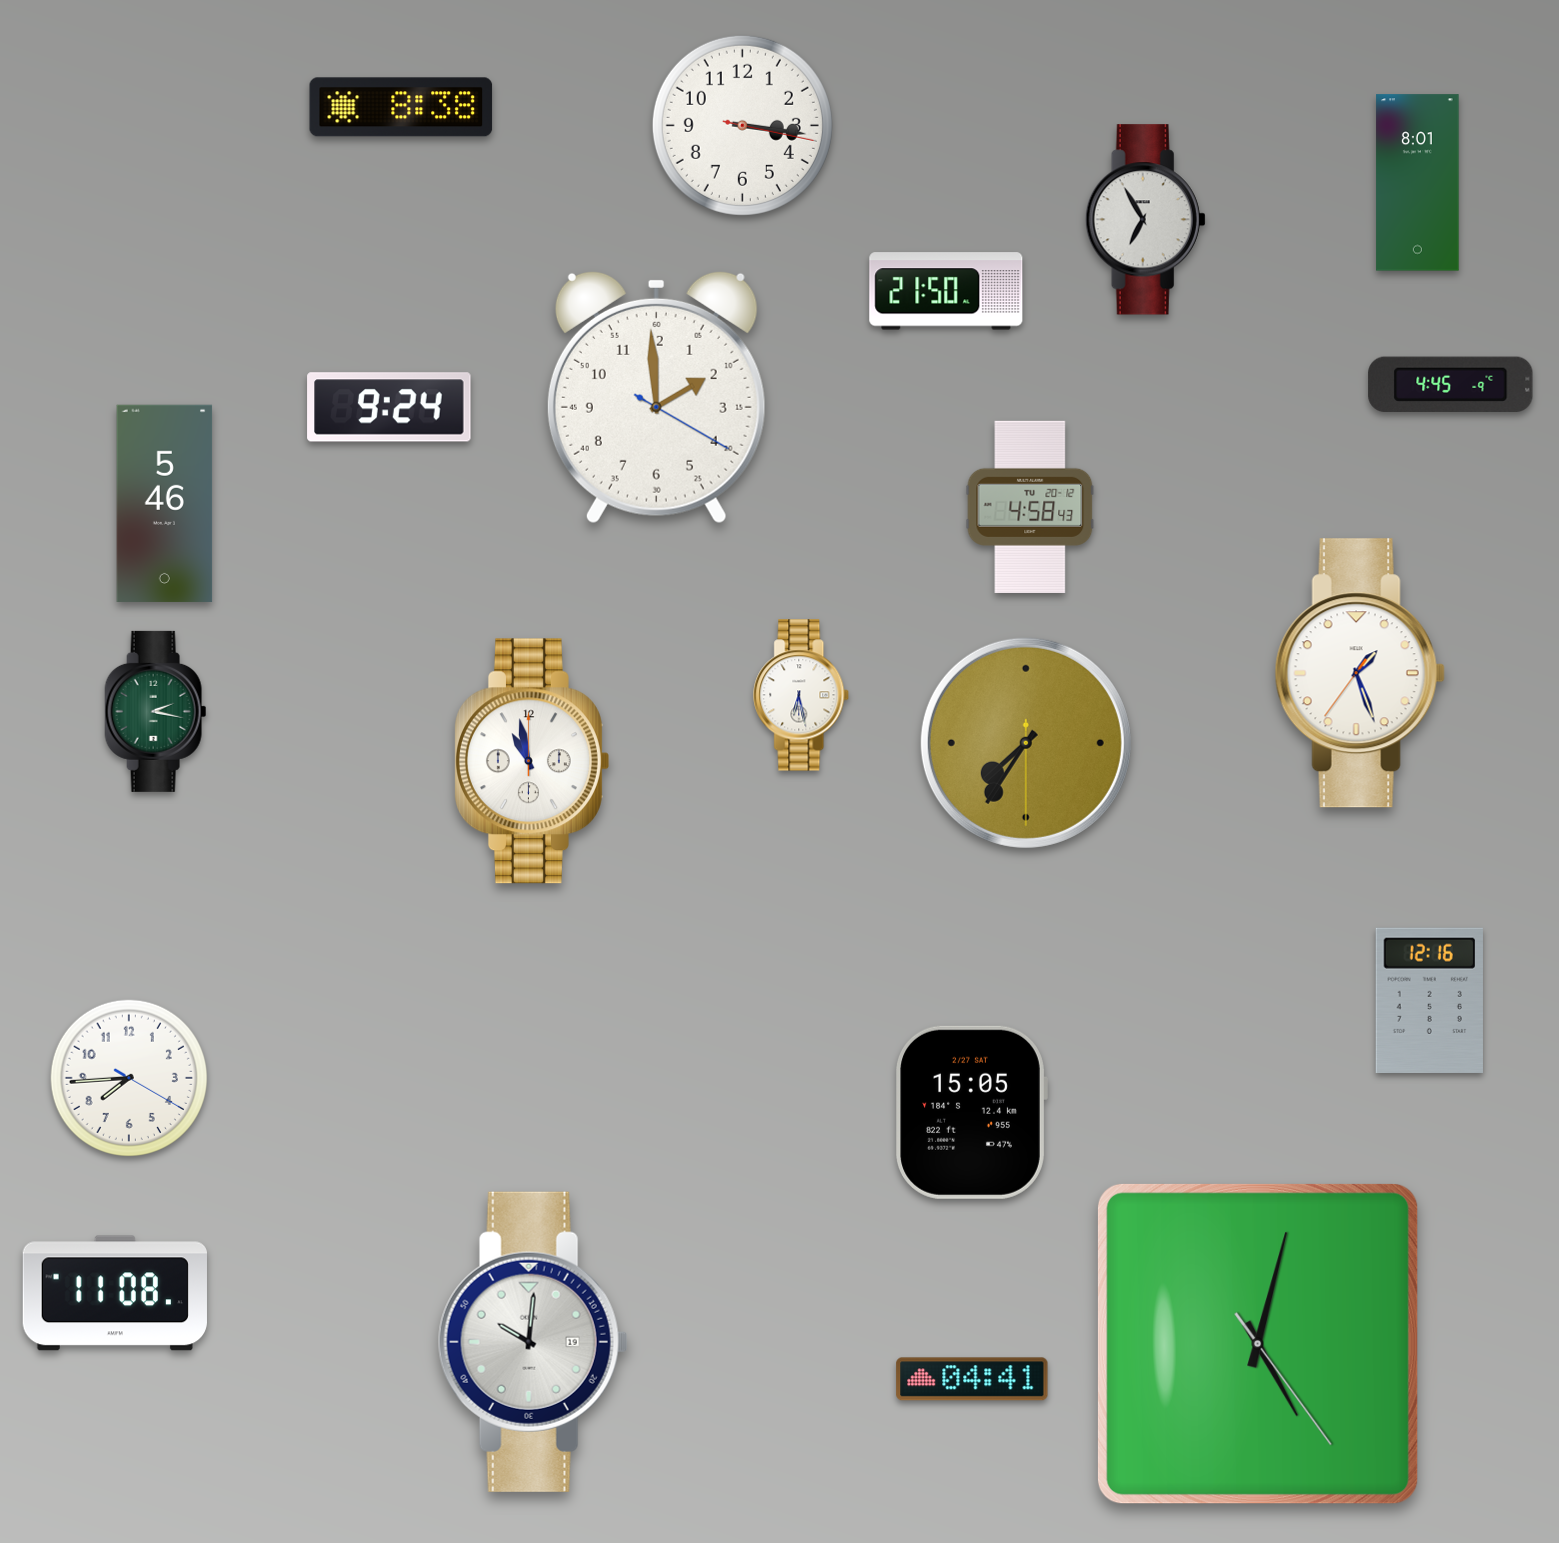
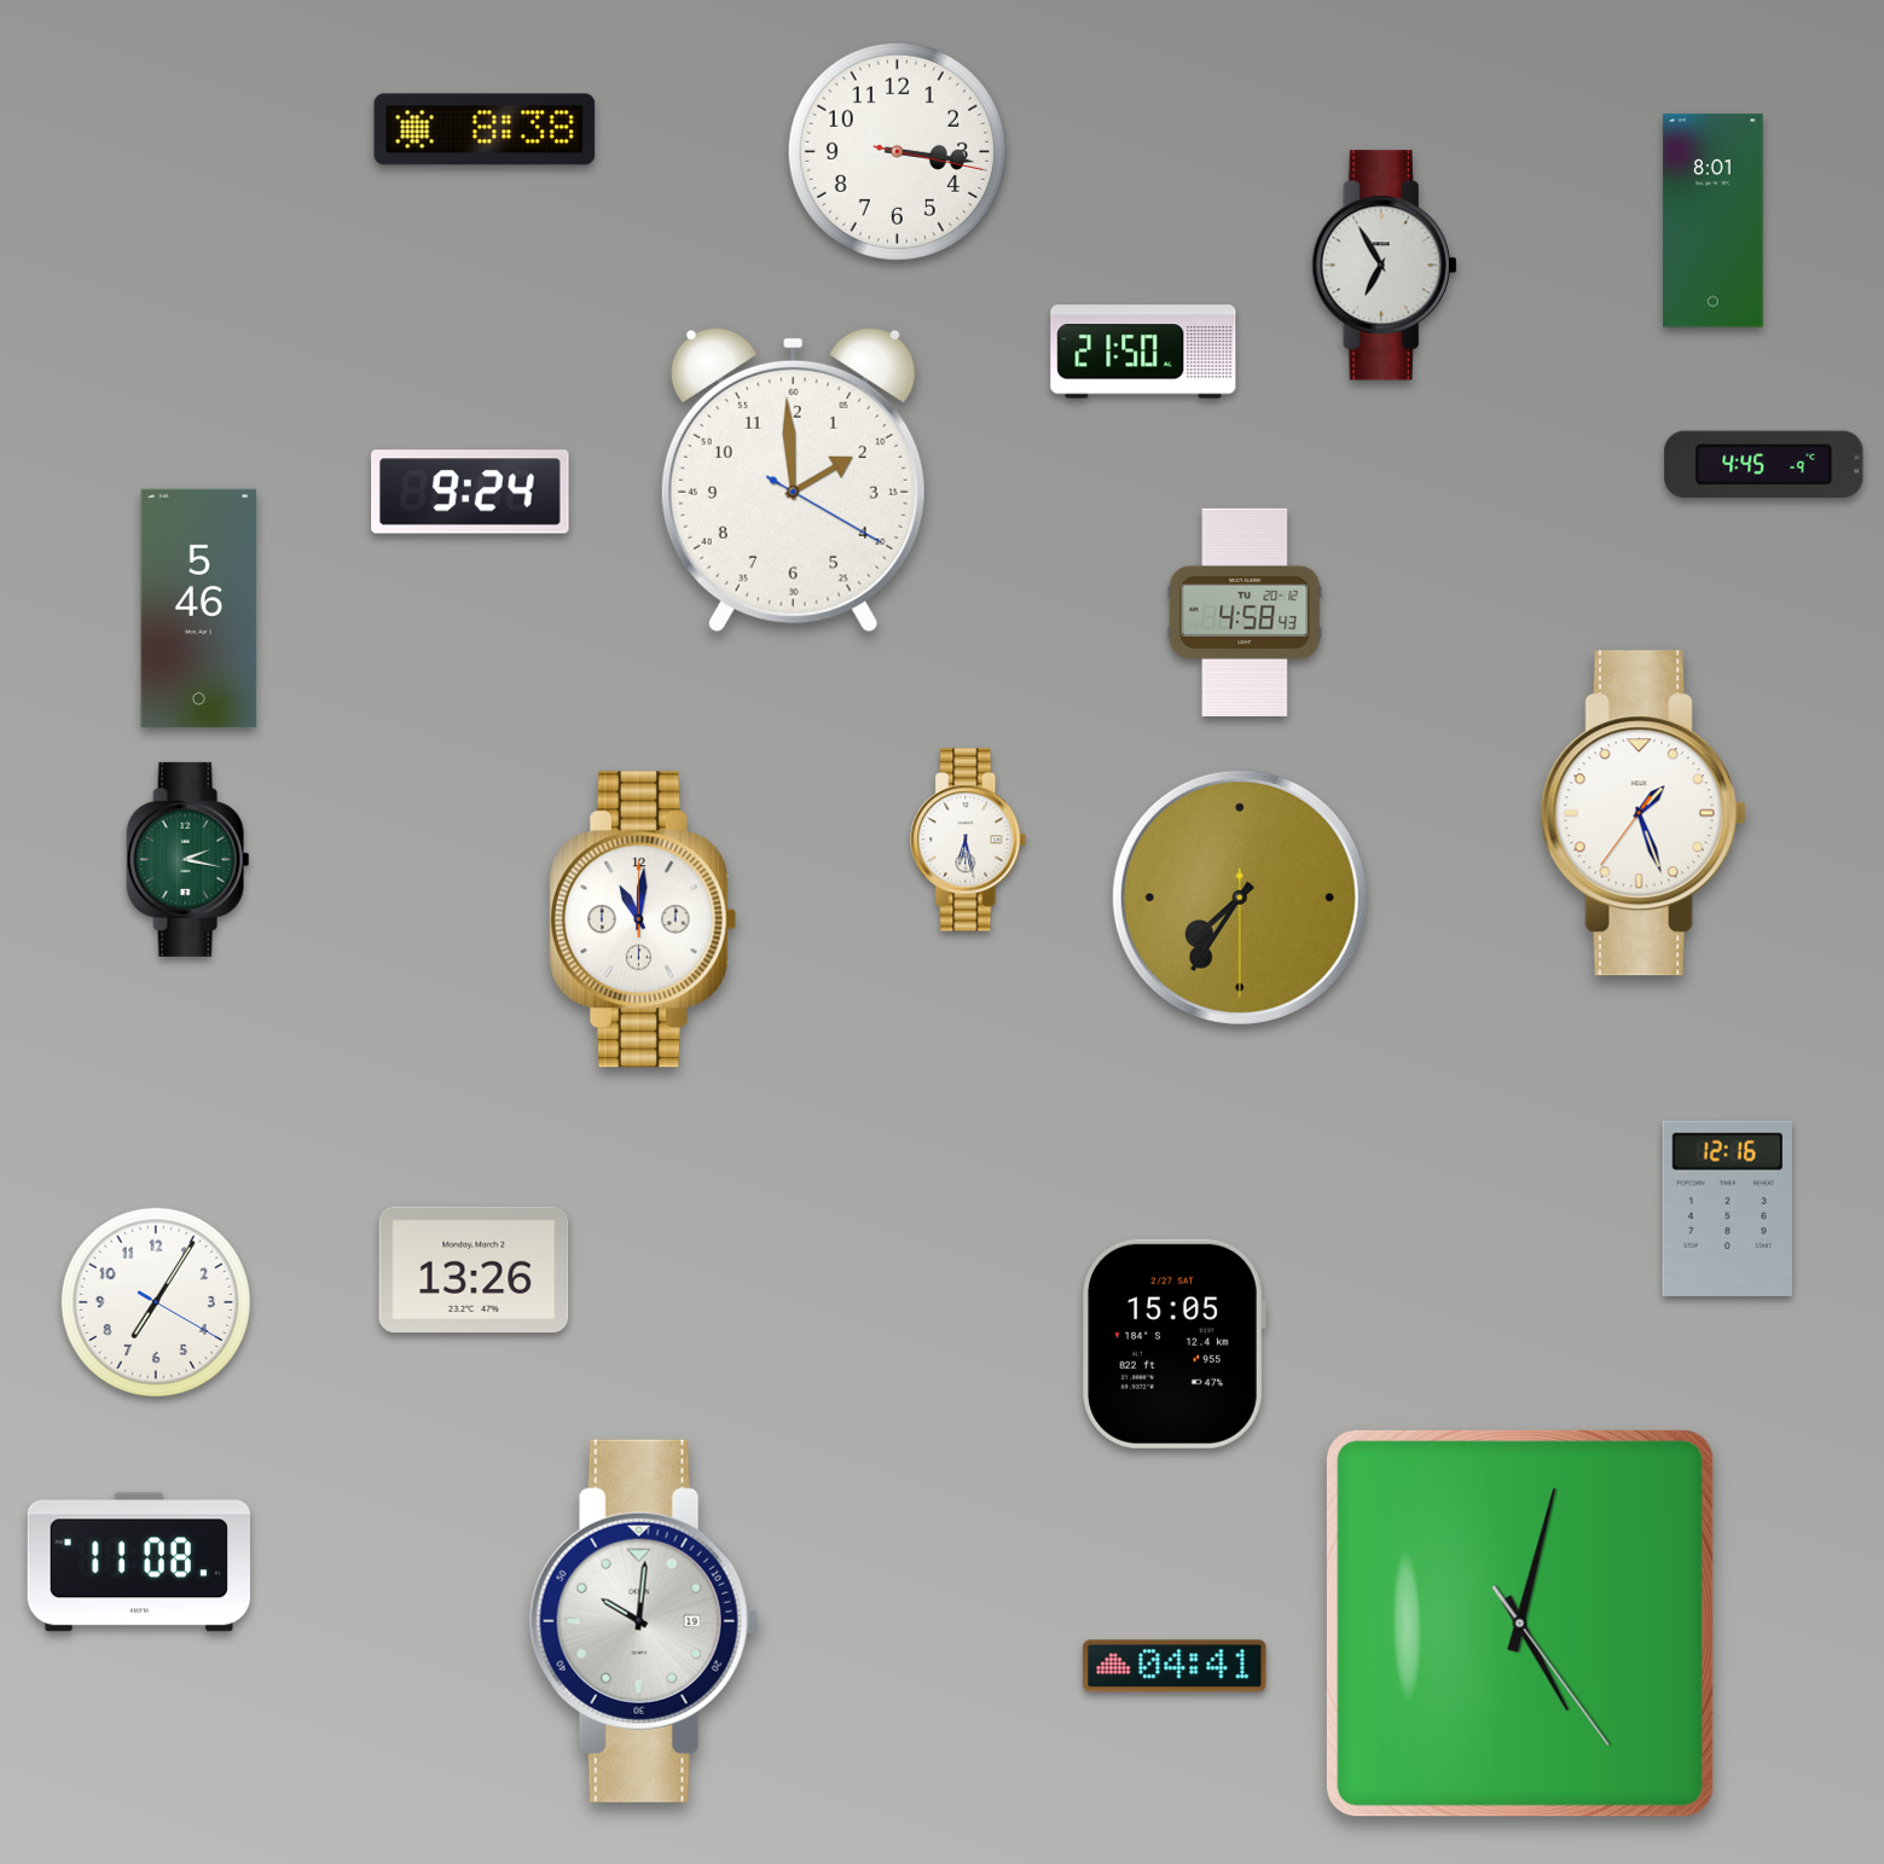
clock at (1451, 384) position: (1451, 384) -> (1764, 464)
clock at (531, 761): 10:58 -> 11:01
clock at (474, 1270): none -> 13:26
clock at (128, 1077): 7:44 -> 7:05
